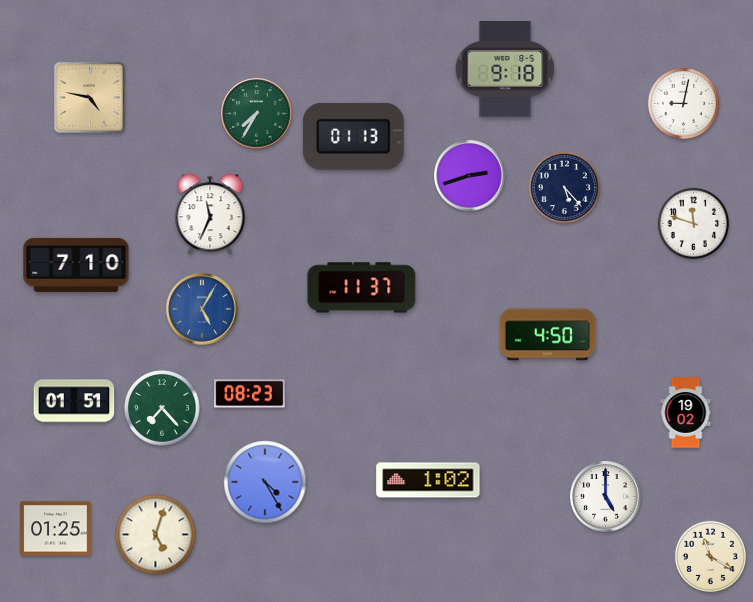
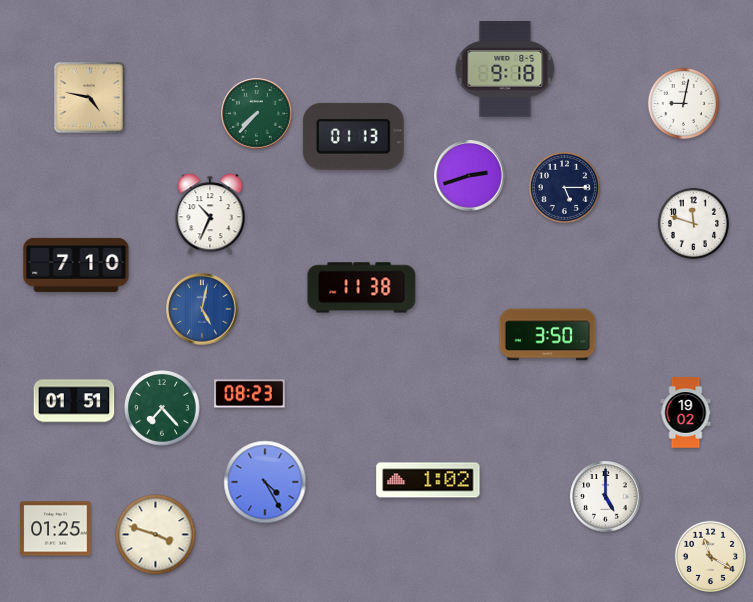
clock at (257, 114): 7:35 -> 7:37
clock at (564, 187): 5:23 -> 5:15
clock at (210, 214): 11:34 -> 10:34
clock at (362, 288): 11:37 -> 11:38
clock at (202, 309): 5:05 -> 5:02
clock at (548, 335): 4:50 -> 3:50
clock at (156, 535): 5:03 -> 3:48
